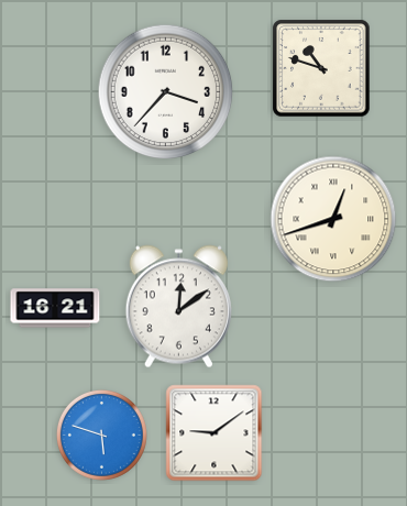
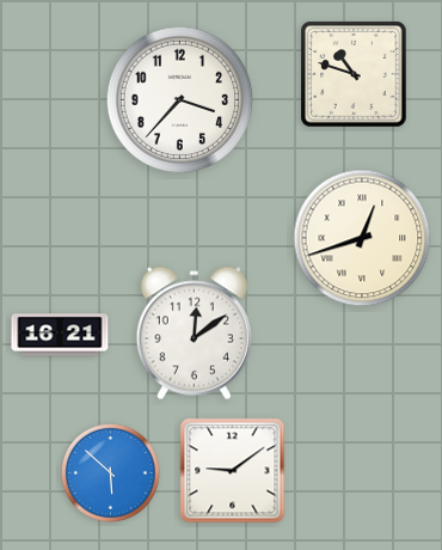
clock at (321, 68) position: (321, 68) -> (354, 74)
clock at (101, 435): 5:48 -> 5:52
